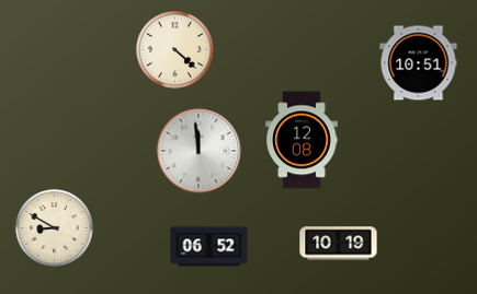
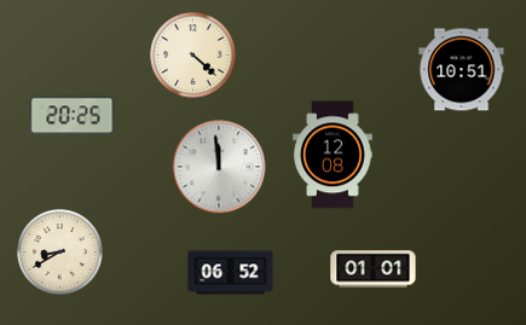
clock at (73, 116): none -> 20:25
clock at (55, 228): 8:50 -> 8:40
clock at (339, 244): 10:19 -> 01:01
